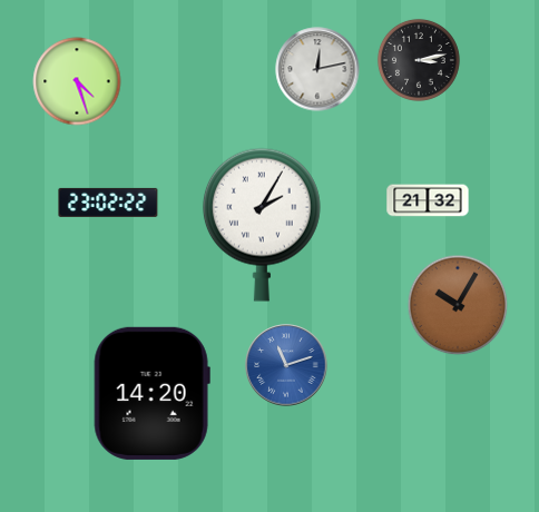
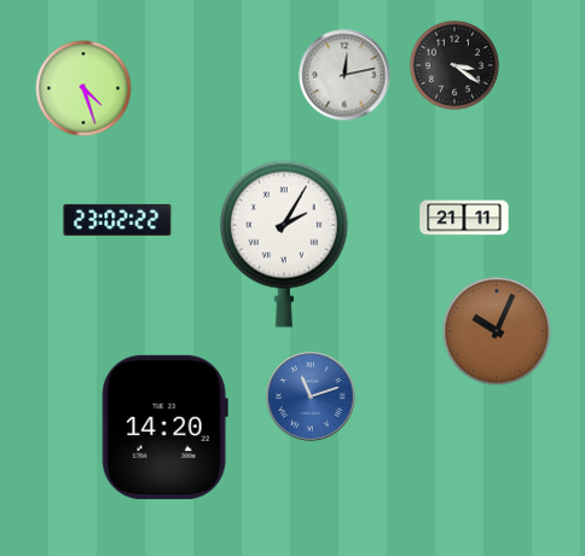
clock at (419, 60): 3:13 -> 3:21
clock at (428, 200): 21:32 -> 21:11
clock at (458, 305): 10:05 -> 10:04
